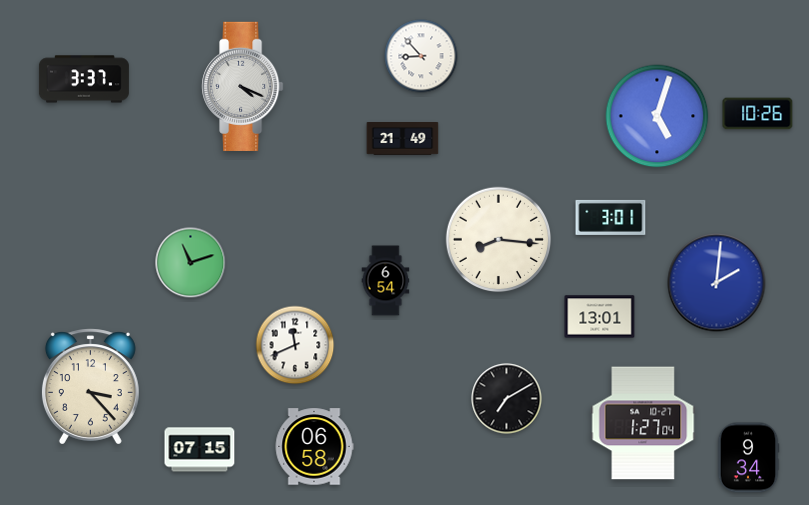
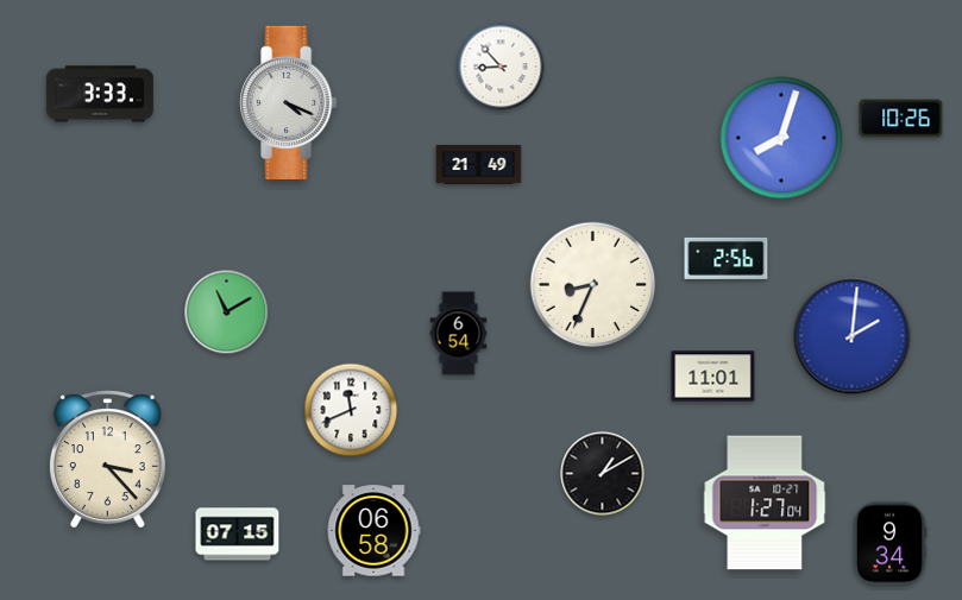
clock at (84, 79): 3:37 -> 3:33
clock at (758, 114) position: (758, 114) -> (901, 119)
clock at (657, 116): 5:03 -> 8:03
clock at (611, 217): 3:01 -> 2:56
clock at (499, 240): 8:16 -> 8:34
clock at (191, 263): 11:12 -> 11:10
clock at (600, 317): 13:01 -> 11:01
clock at (507, 399): 7:10 -> 1:10
